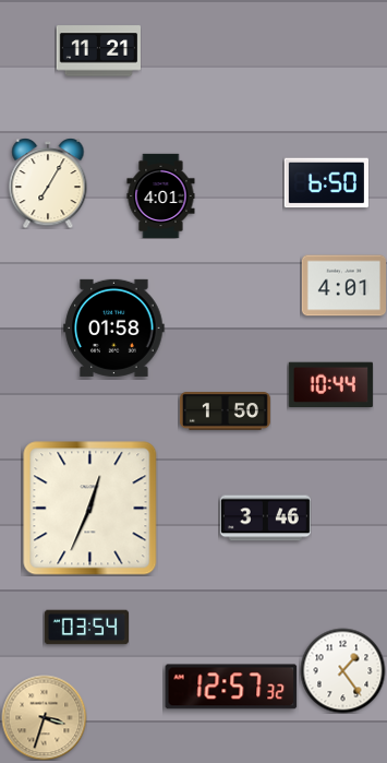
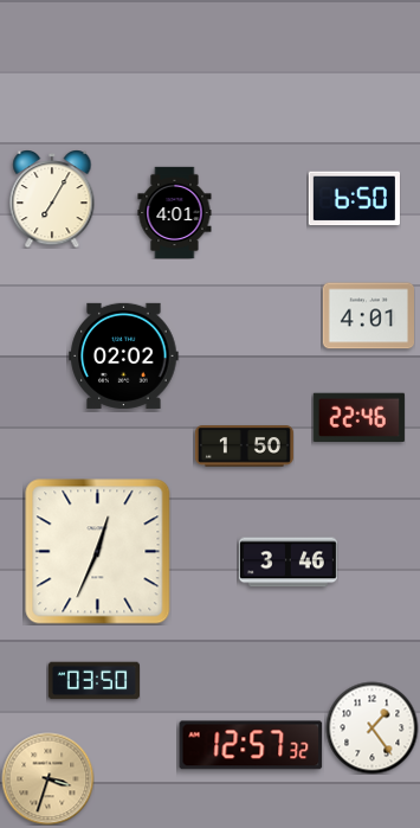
clock at (98, 51): 11:21 -> none
clock at (343, 286) position: (343, 286) -> (368, 316)
clock at (114, 327): 01:58 -> 02:02
clock at (330, 384): 10:44 -> 22:46
clock at (86, 628): 03:54 -> 03:50
